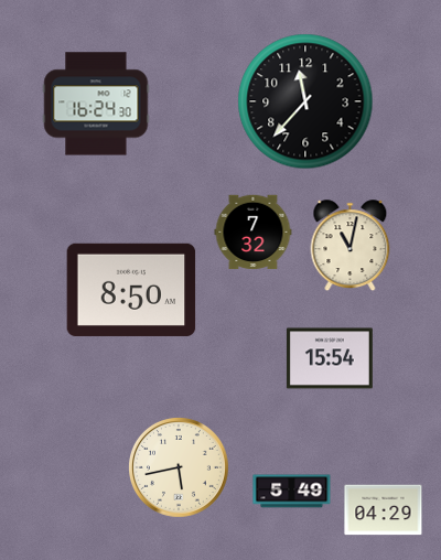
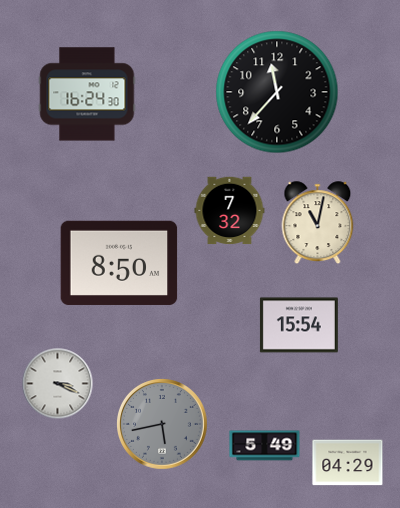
clock at (58, 384): none -> 3:19
clock at (180, 469) dial: cream -> grey
